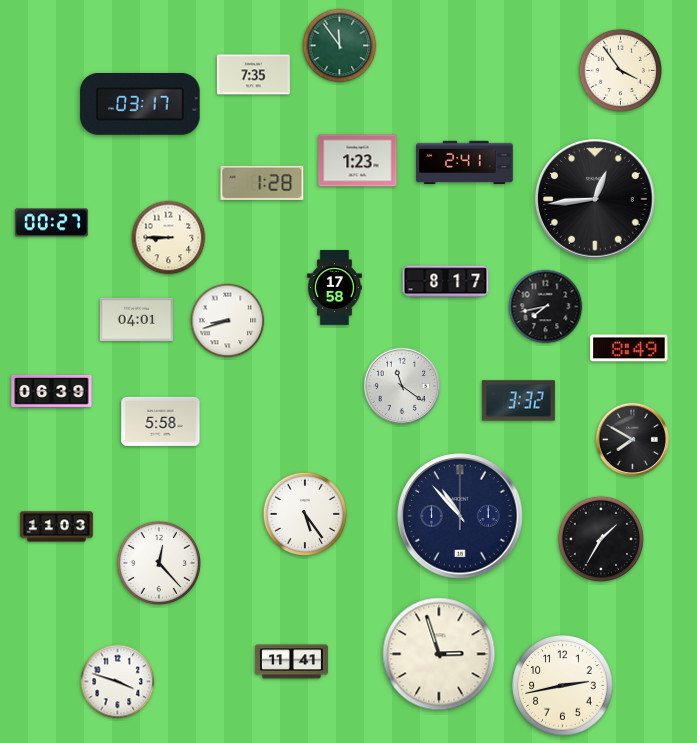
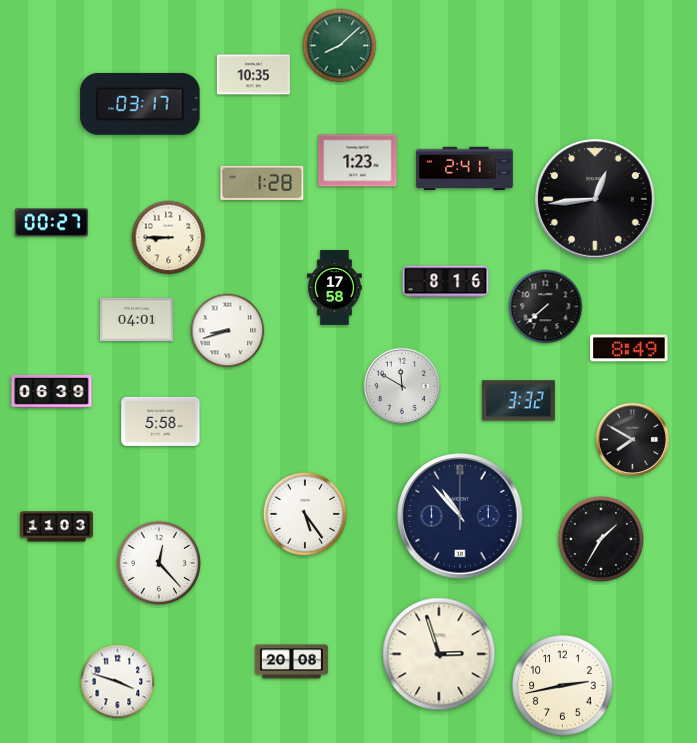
clock at (340, 46): 11:54 -> 8:08
clock at (621, 71): 3:54 -> none
clock at (253, 75): 7:35 -> 10:35
clock at (465, 163) position: (465, 163) -> (465, 169)
clock at (446, 282): 8:17 -> 8:16
clock at (546, 307): 7:43 -> 7:38
clock at (228, 321) position: (228, 321) -> (228, 331)
clock at (402, 386): 11:21 -> 11:50
clock at (291, 662): 11:41 -> 20:08
